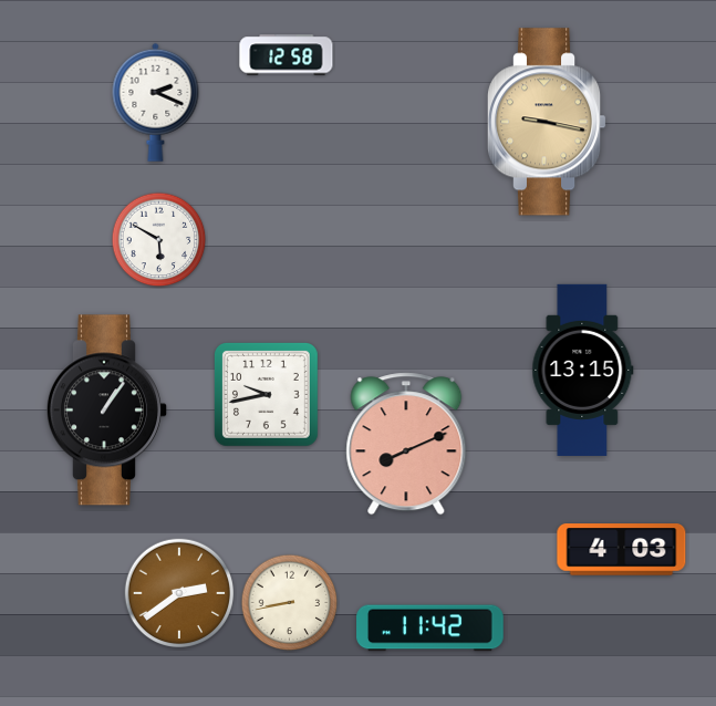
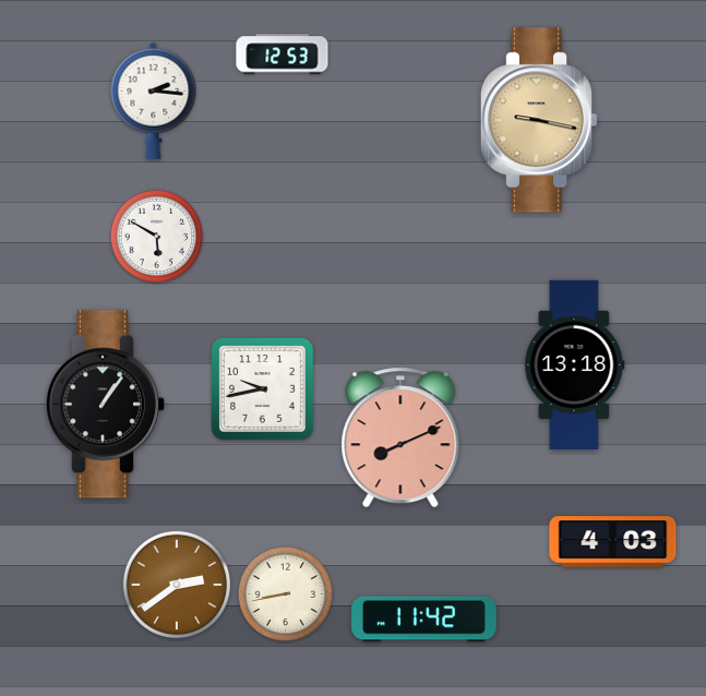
clock at (287, 55): 12:58 -> 12:53
clock at (156, 102): 2:19 -> 2:16
clock at (583, 370): 13:15 -> 13:18
